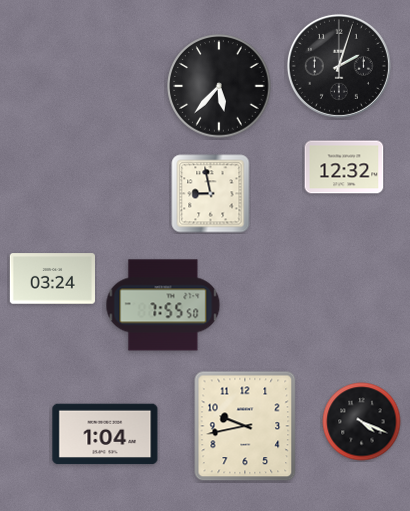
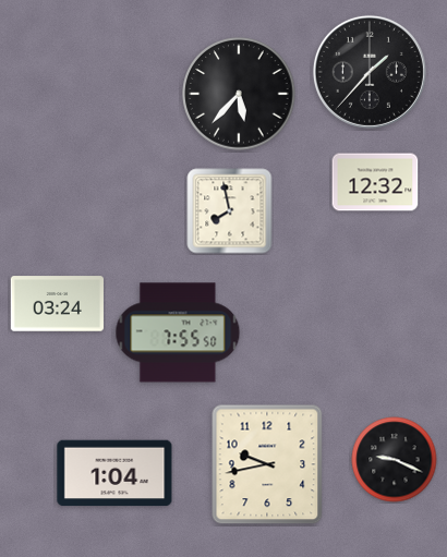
clock at (339, 66): 2:03 -> 1:37
clock at (211, 194): 8:58 -> 7:58
clock at (362, 422): 4:19 -> 9:19
